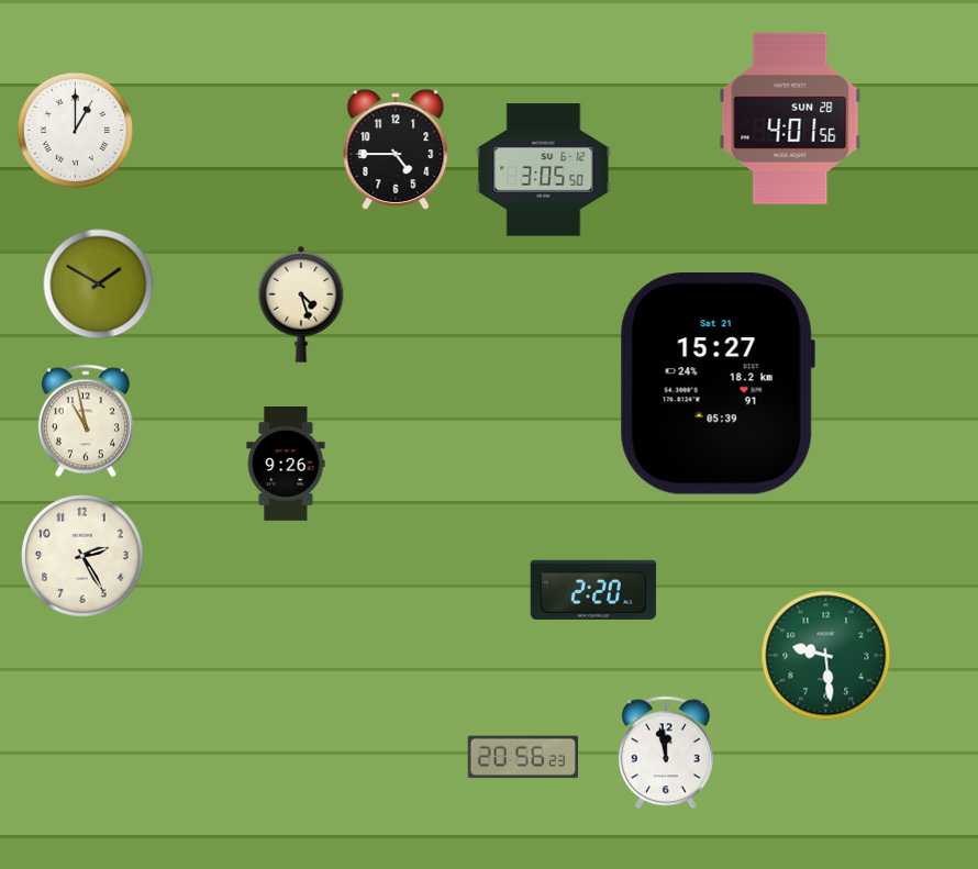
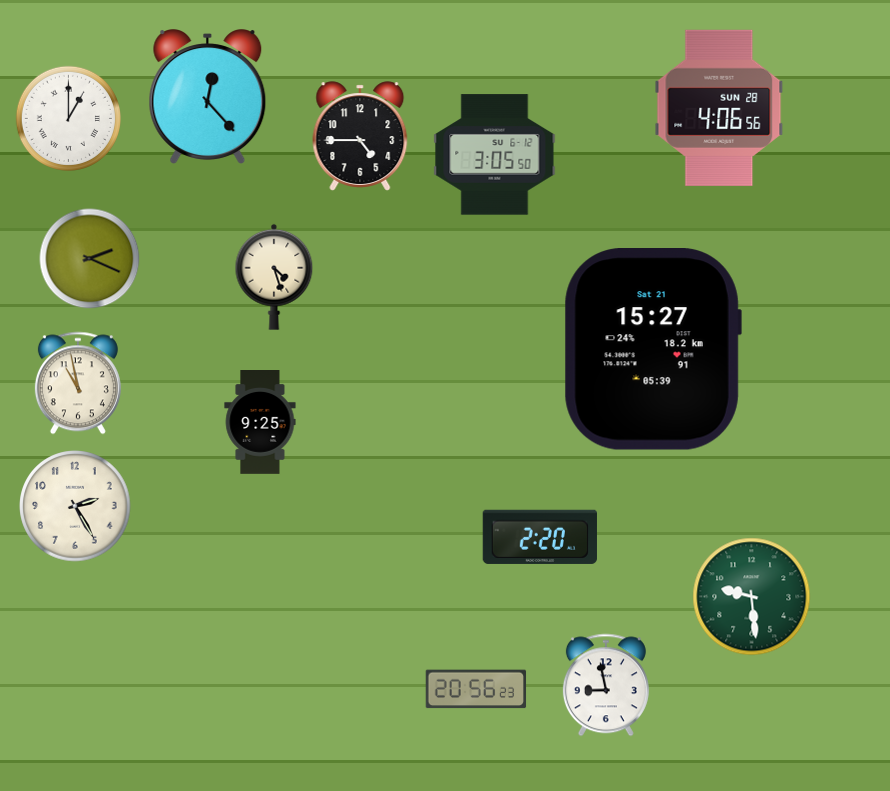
clock at (208, 97): none -> 12:23
clock at (790, 119): 4:01 -> 4:06
clock at (99, 285): 1:50 -> 2:19
clock at (286, 465): 9:26 -> 9:25
clock at (666, 753): 11:58 -> 8:58
